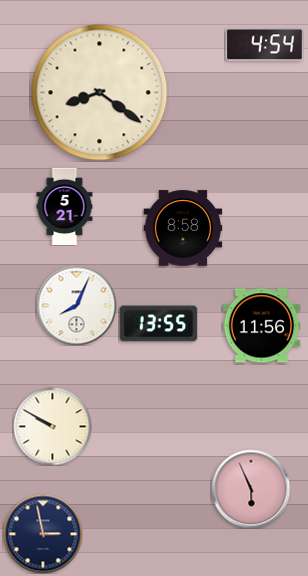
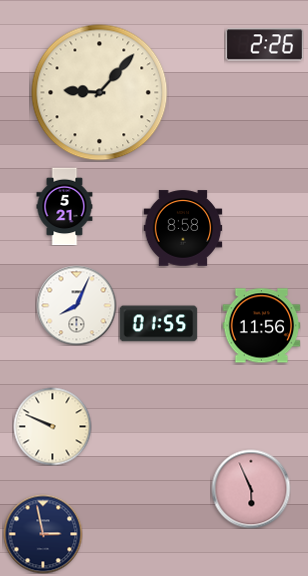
clock at (264, 45): 4:54 -> 2:26
clock at (100, 93): 8:21 -> 9:07
clock at (158, 324): 13:55 -> 01:55
clock at (52, 426): 9:50 -> 9:49
